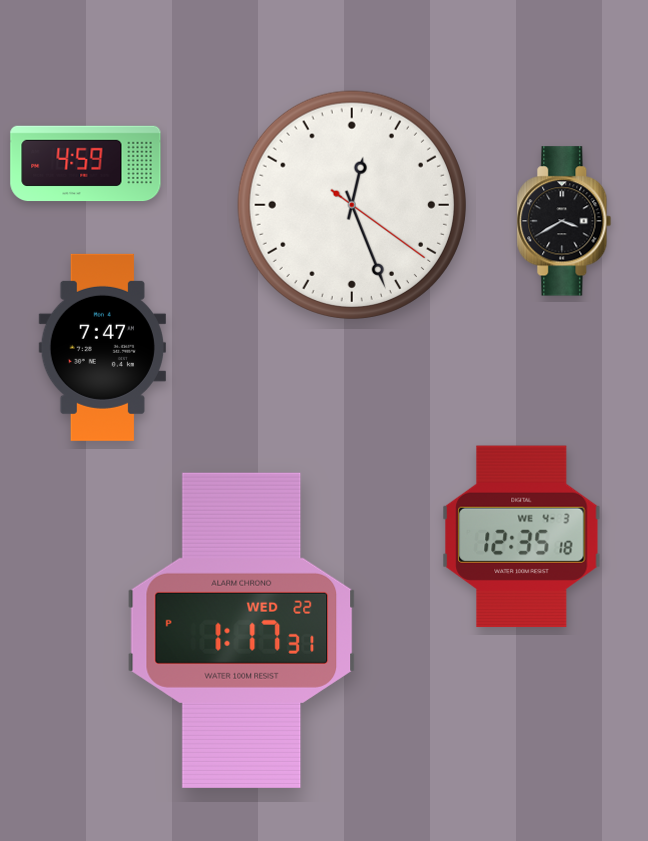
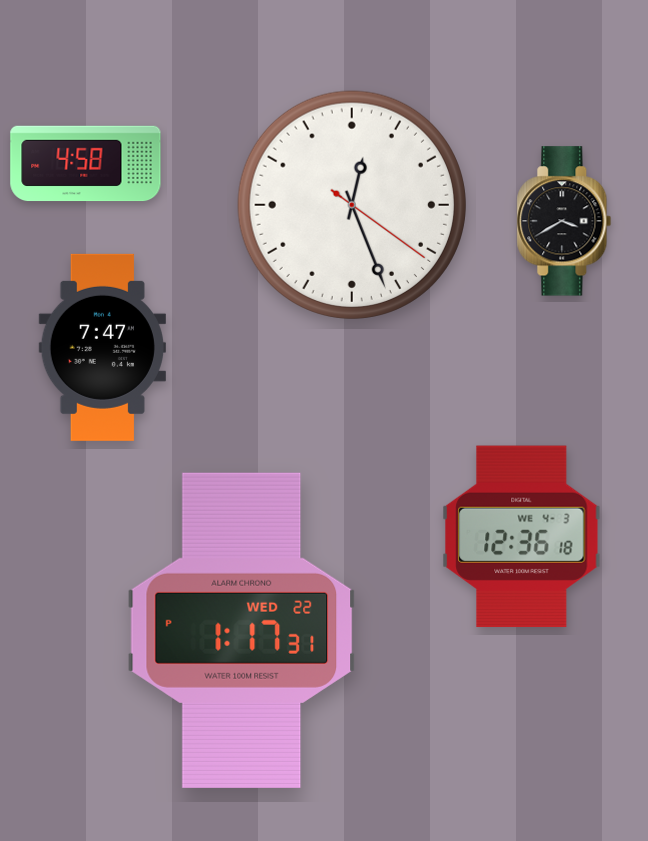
clock at (86, 164): 4:59 -> 4:58
clock at (522, 537): 12:35 -> 12:36
